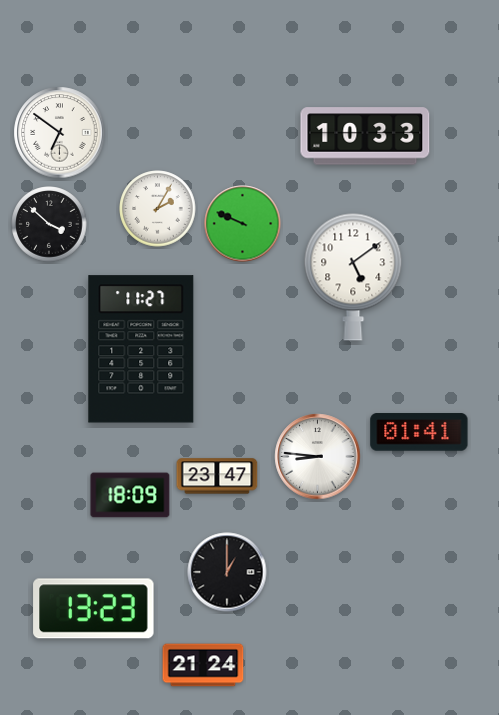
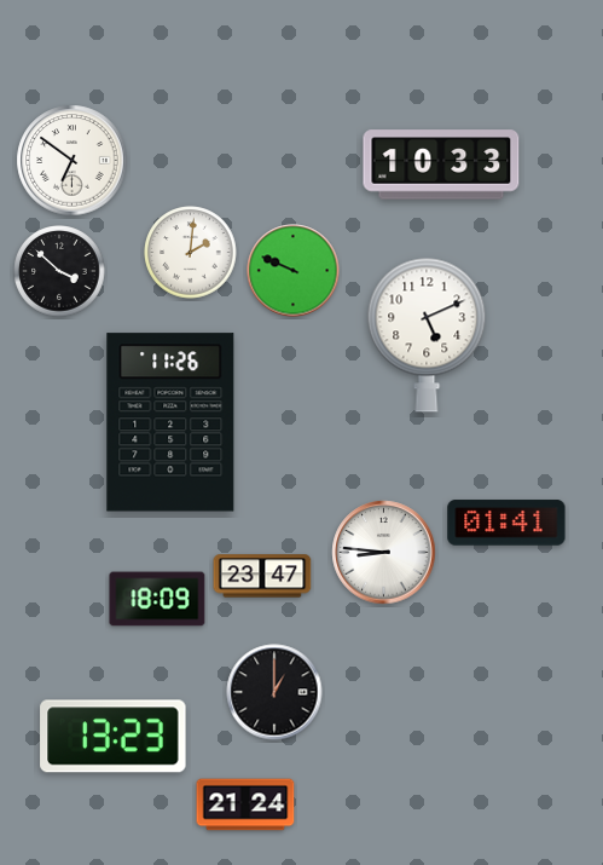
clock at (158, 209): 2:05 -> 2:01
clock at (353, 277): 5:09 -> 5:11
clock at (141, 349): 11:27 -> 11:26
